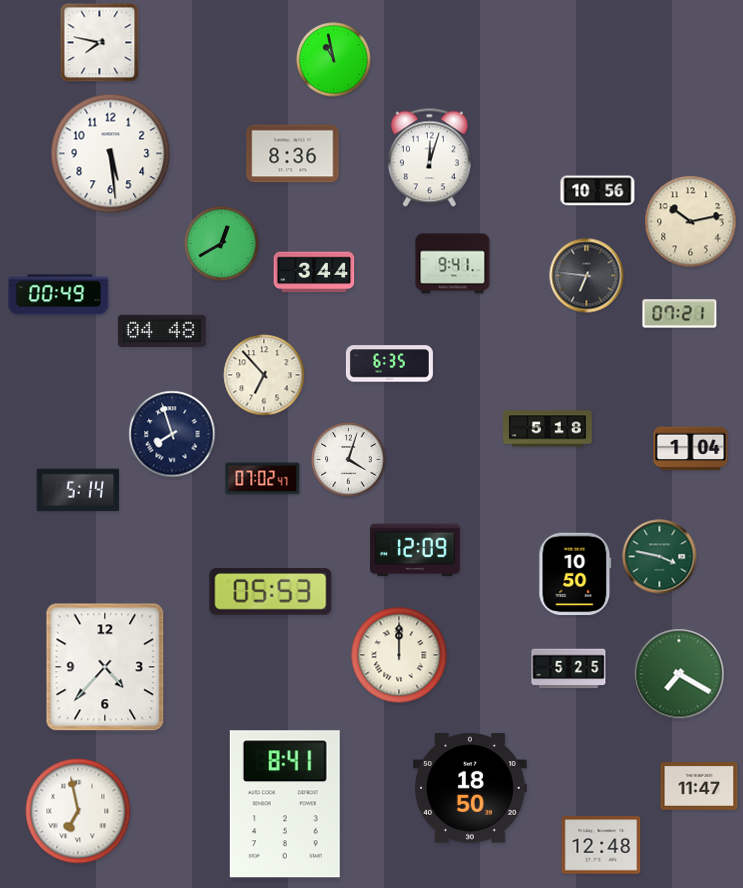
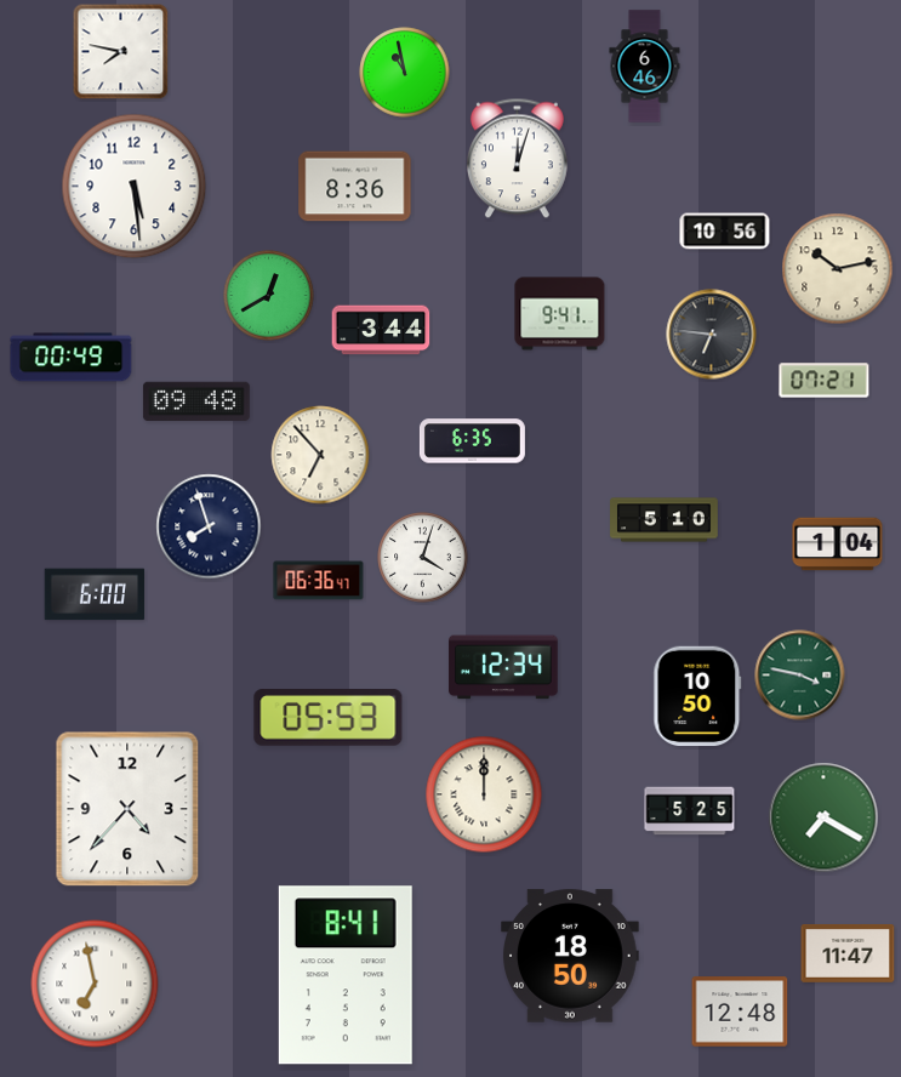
clock at (645, 67): none -> 6:46
clock at (429, 158) position: (429, 158) -> (517, 159)
clock at (453, 264) position: (453, 264) -> (560, 314)
clock at (162, 330): 04:48 -> 09:48
clock at (548, 429): 5:18 -> 5:10
clock at (263, 479): 07:02 -> 06:36
clock at (78, 490): 5:14 -> 6:00
clock at (415, 550): 12:09 -> 12:34
clock at (601, 845) position: (601, 845) -> (740, 1012)
